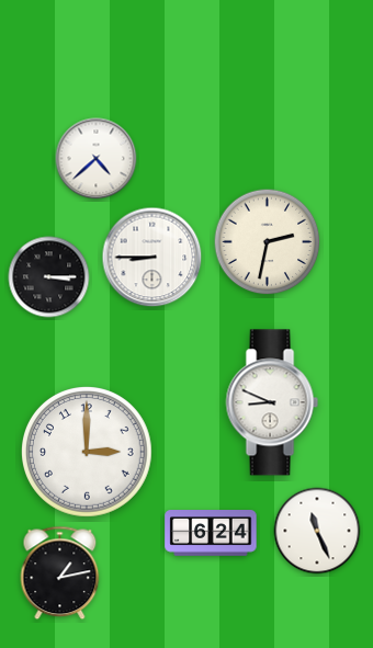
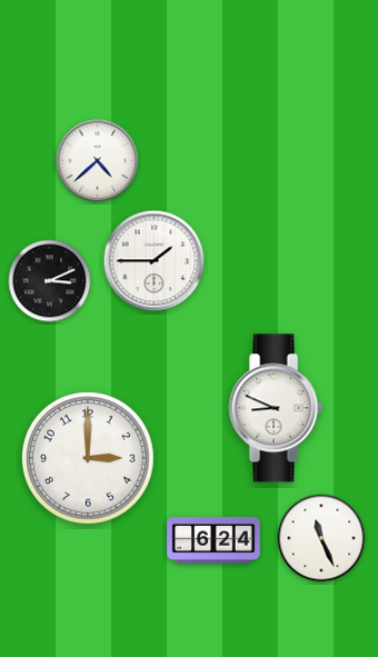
clock at (268, 242): 2:32 -> none
clock at (152, 258): 8:45 -> 1:45
clock at (49, 277): 3:15 -> 3:11
clock at (60, 573): 1:13 -> none
